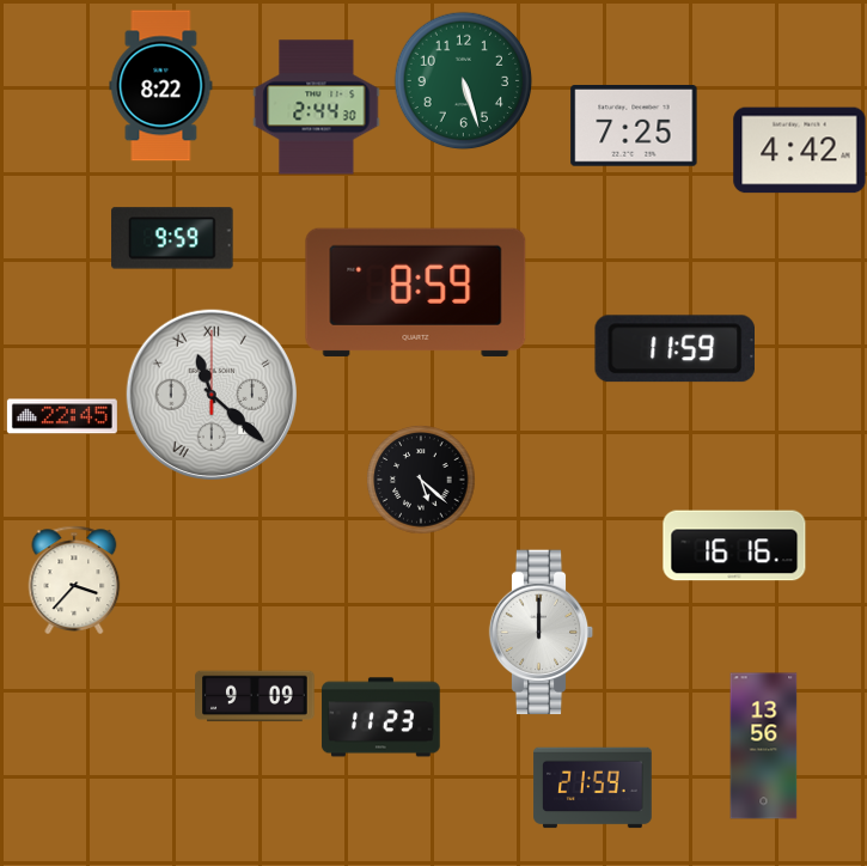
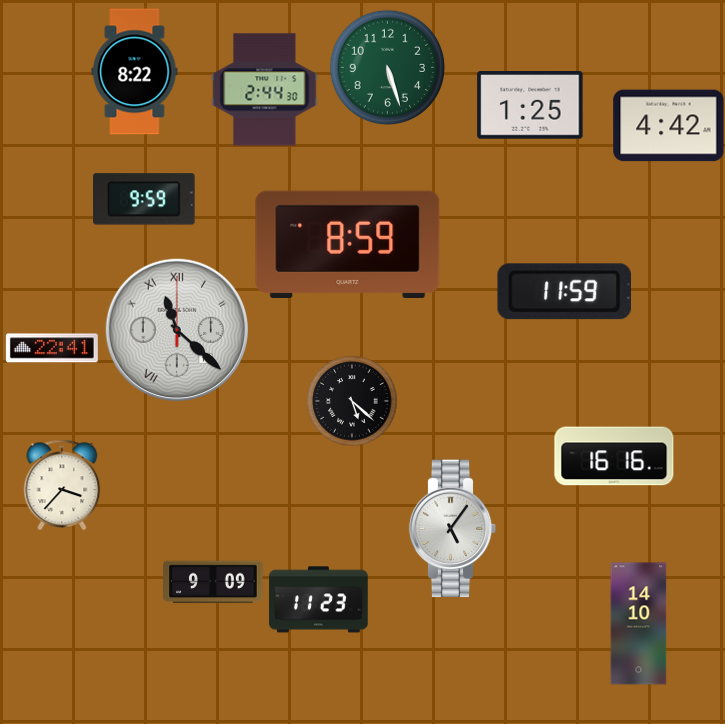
clock at (634, 127): 7:25 -> 1:25
clock at (62, 416): 22:45 -> 22:41
clock at (542, 633): 12:00 -> 5:06
clock at (764, 746): 13:56 -> 14:10
clock at (593, 788): 21:59 -> none
